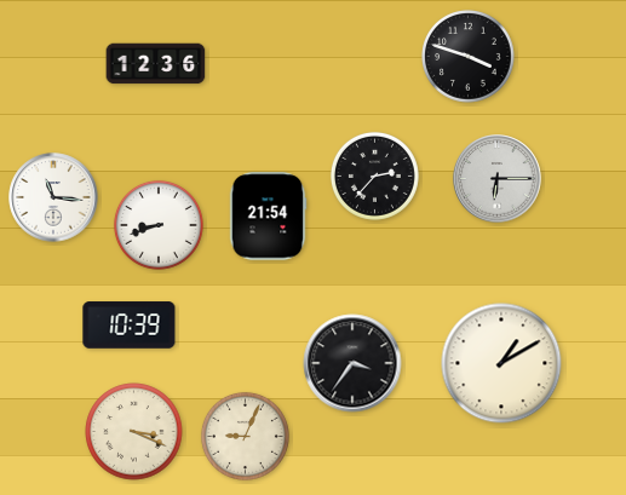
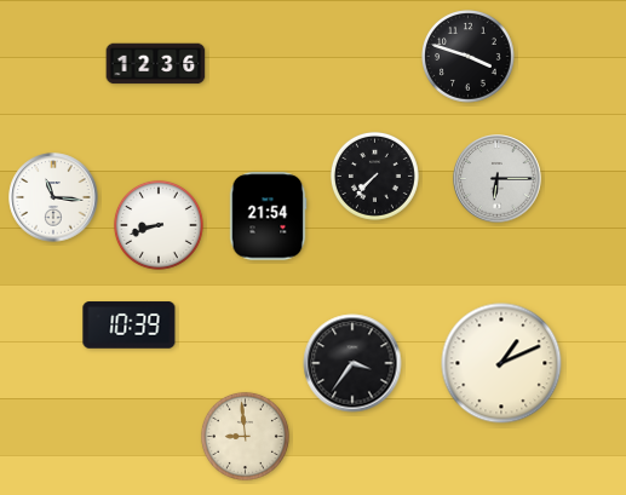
clock at (374, 175): 2:37 -> 7:37
clock at (501, 363): 1:10 -> 1:11
clock at (134, 432): 3:19 -> none
clock at (245, 436): 9:04 -> 8:59
